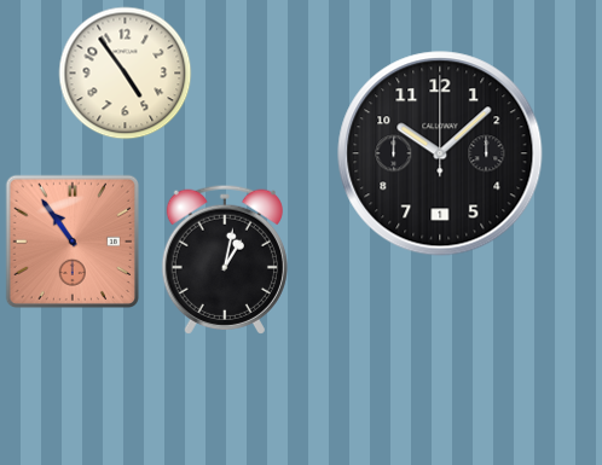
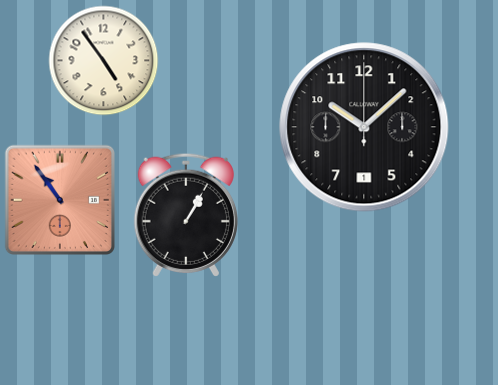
clock at (225, 260): 1:02 -> 1:05
